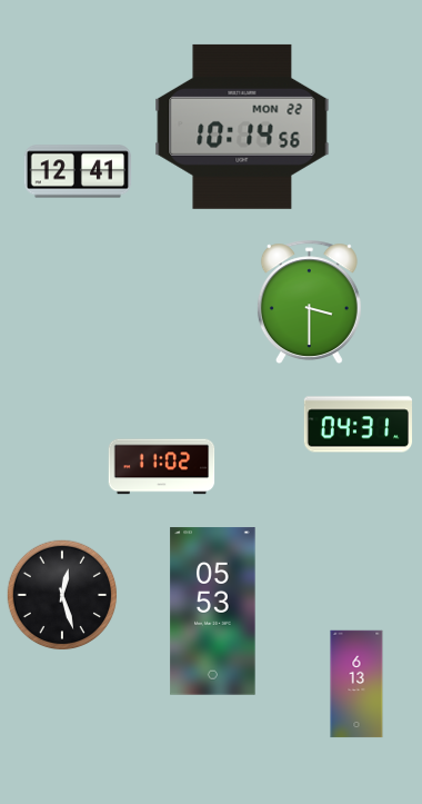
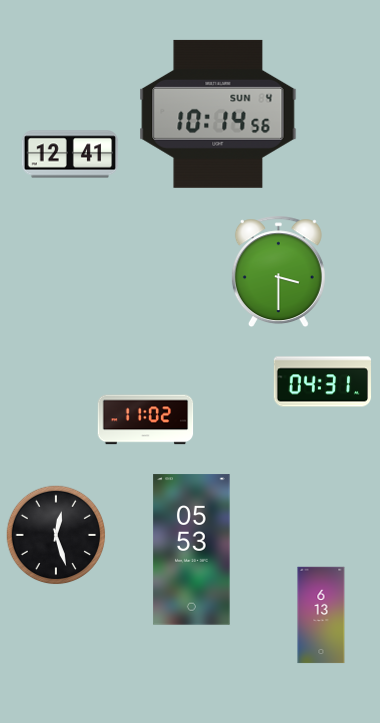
clock at (242, 127) date: MON 22 -> SUN 4
